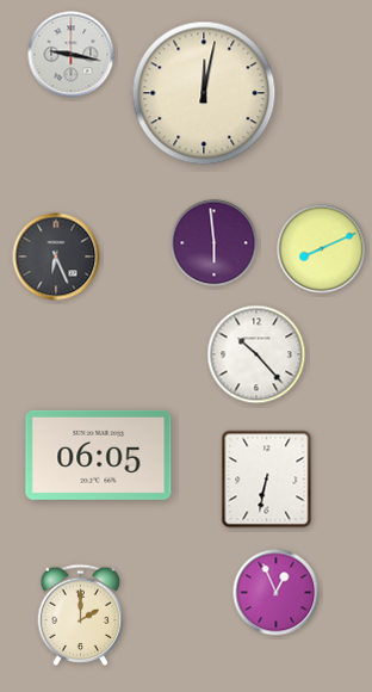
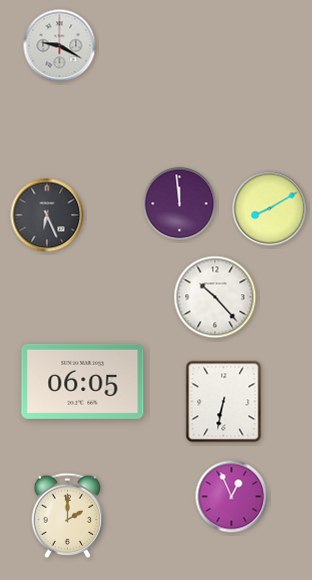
clock at (72, 55): 9:17 -> 9:20
clock at (204, 93): 12:02 -> none
clock at (215, 243): 5:59 -> 11:59
clock at (322, 249): 8:11 -> 8:10
